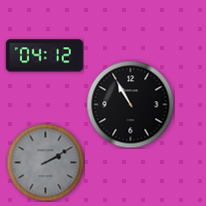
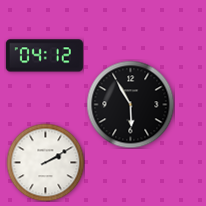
clock at (130, 104): 10:55 -> 5:55
clock at (45, 162) dial: grey -> white
